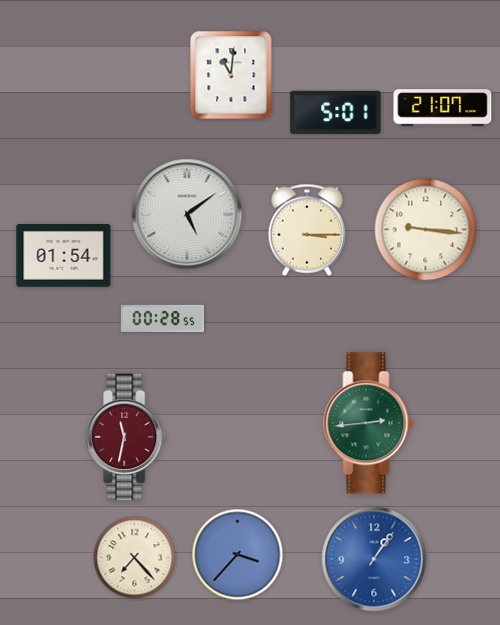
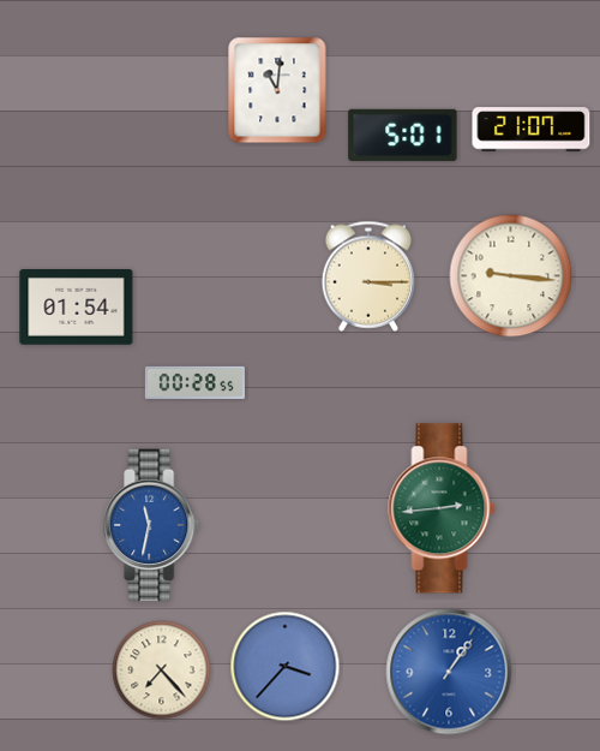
clock at (187, 214): 5:09 -> none
clock at (127, 437) dial: burgundy -> blue
